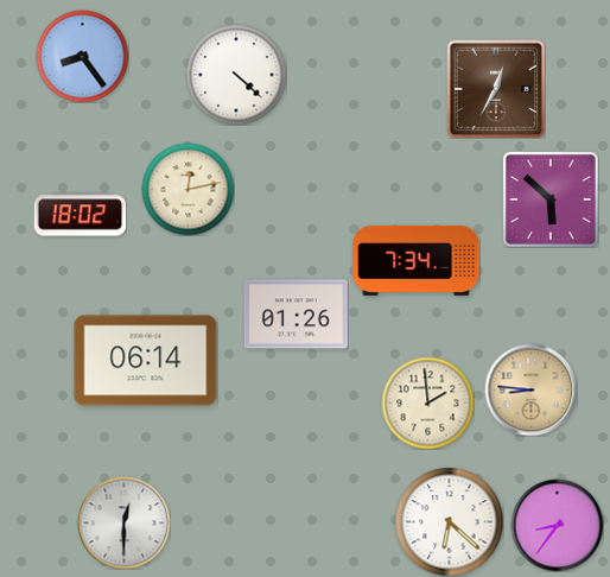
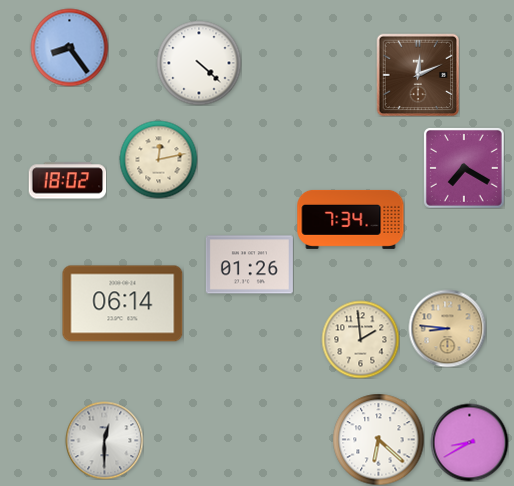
clock at (496, 89): 12:35 -> 12:11
clock at (551, 199): 5:52 -> 7:20
clock at (557, 525): 8:36 -> 8:40
